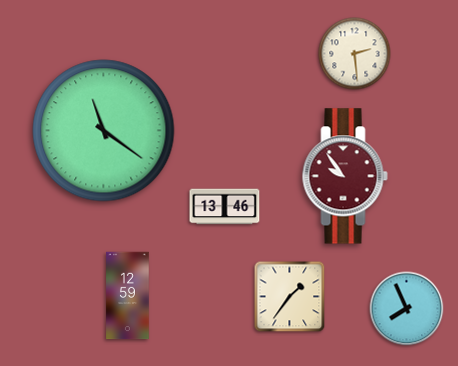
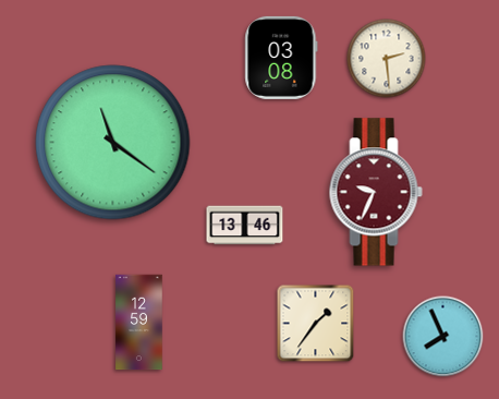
clock at (281, 58): none -> 03:08
clock at (345, 176): 9:54 -> 9:34
